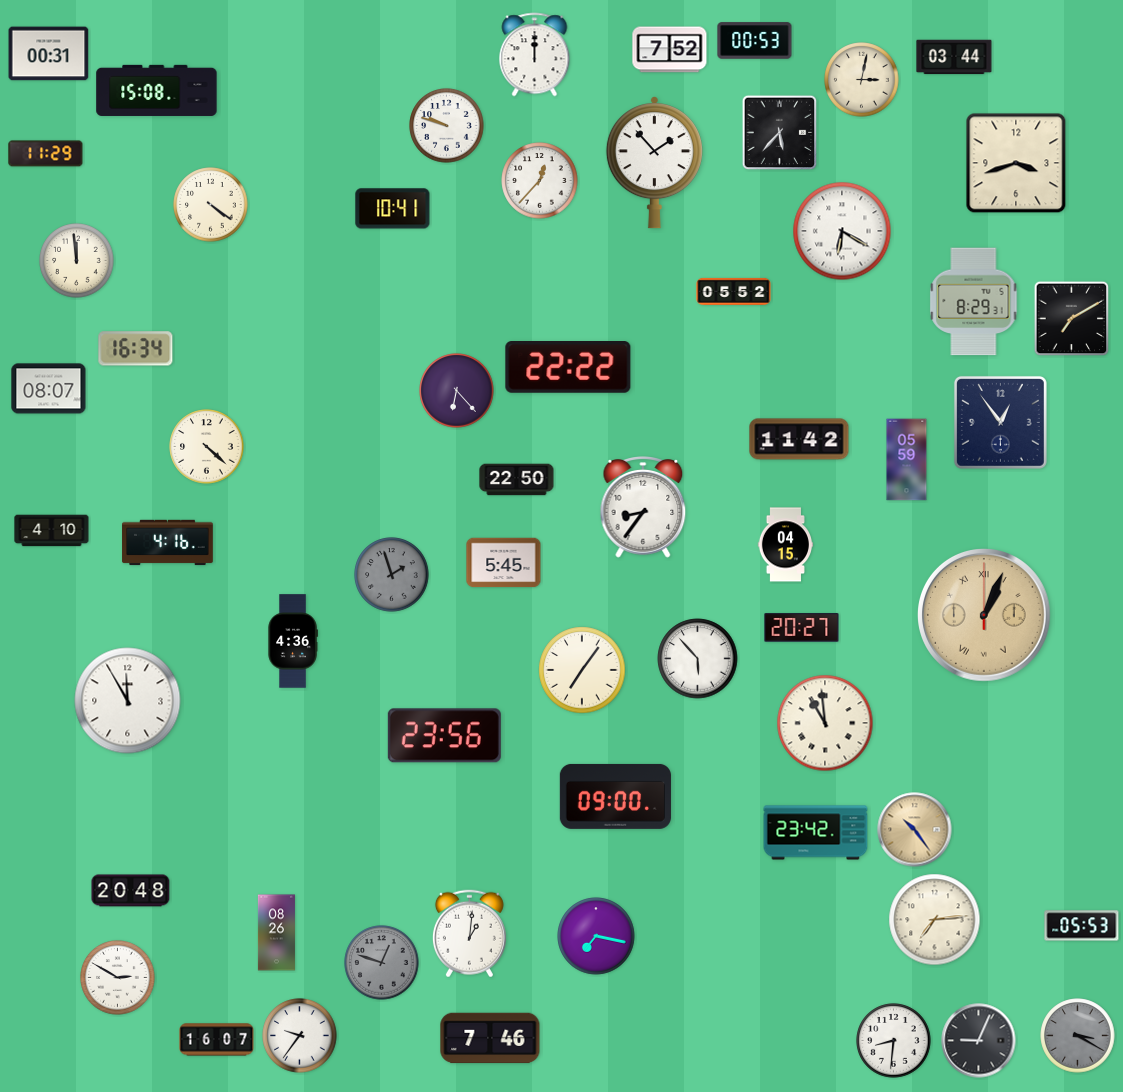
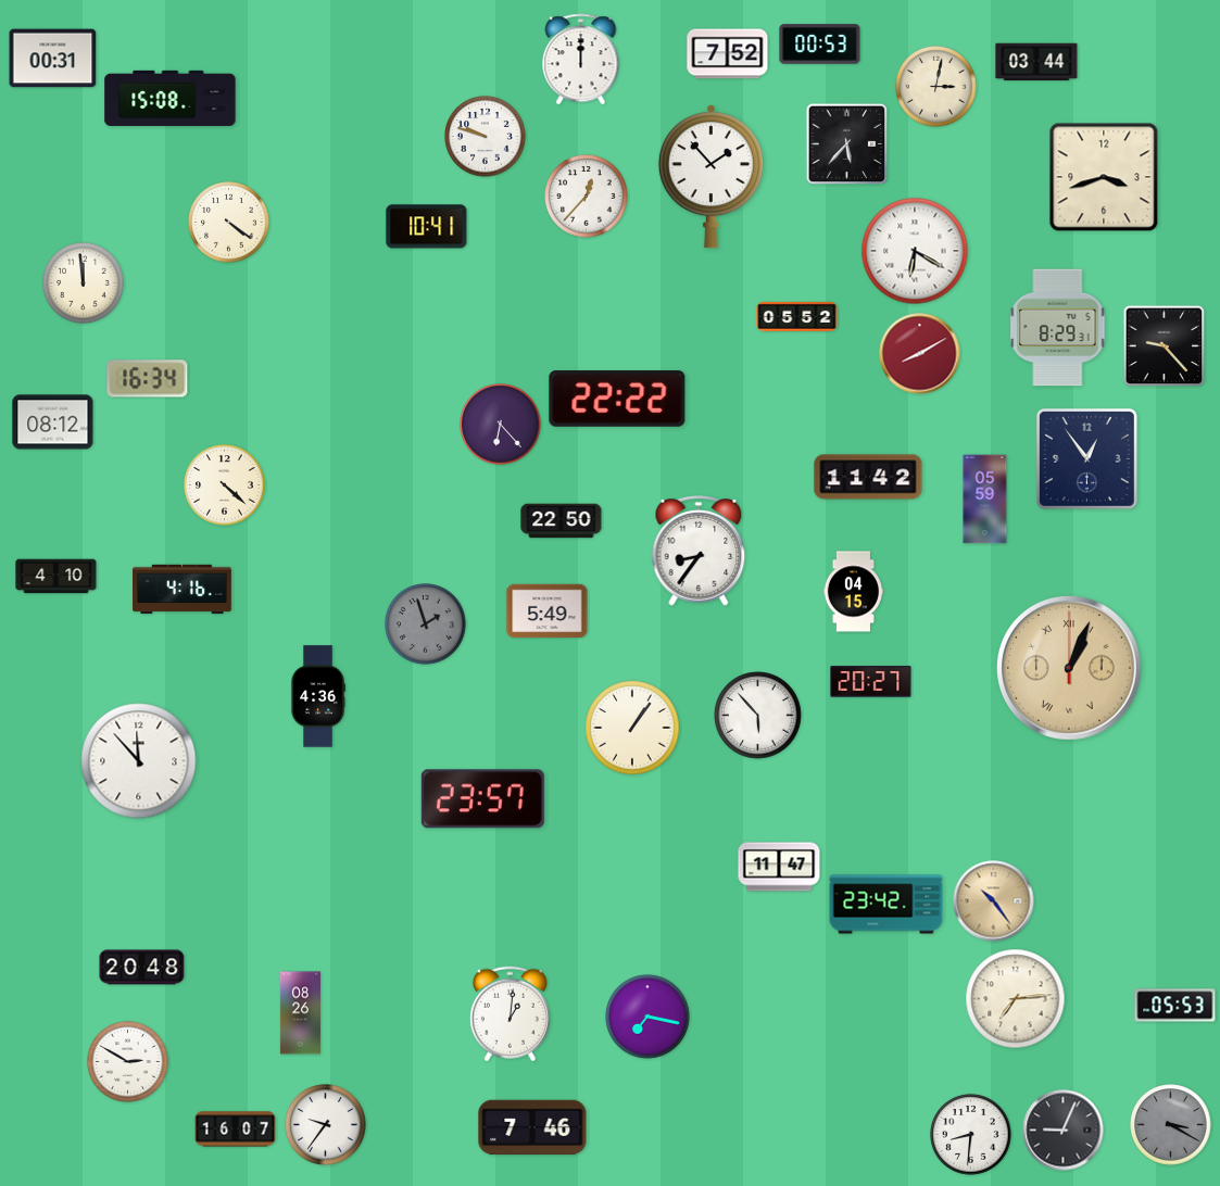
clock at (46, 154): 11:29 -> none
clock at (1072, 319): 7:10 -> 9:23
clock at (920, 354): none -> 8:10
clock at (49, 389): 08:07 -> 08:12
clock at (457, 391) position: (457, 391) -> (501, 425)
clock at (504, 563): 5:45 -> 5:49
clock at (582, 670): 7:06 -> 1:06
clock at (128, 701): 11:55 -> 11:53
clock at (825, 723): 10:59 -> none
clock at (444, 736): 23:56 -> 23:57
clock at (615, 796): 09:00 -> none
clock at (779, 867): none -> 11:47
clock at (382, 963): 12:48 -> none
clock at (894, 1041) position: (894, 1041) -> (971, 1135)
